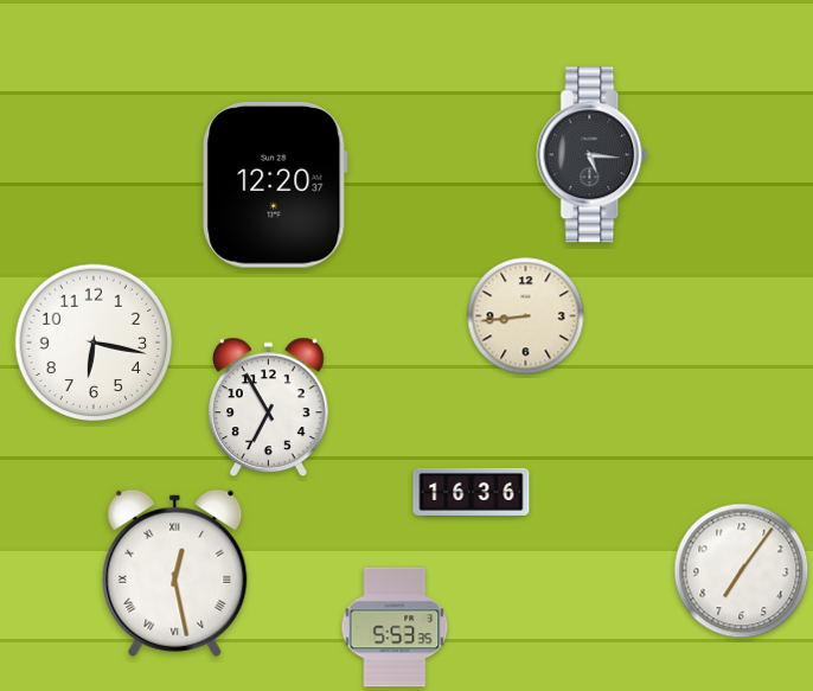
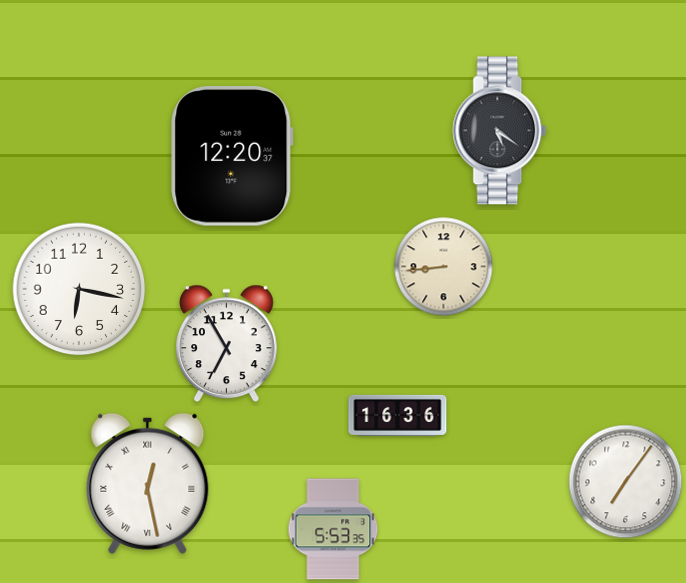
clock at (593, 155): 5:16 -> 5:21
